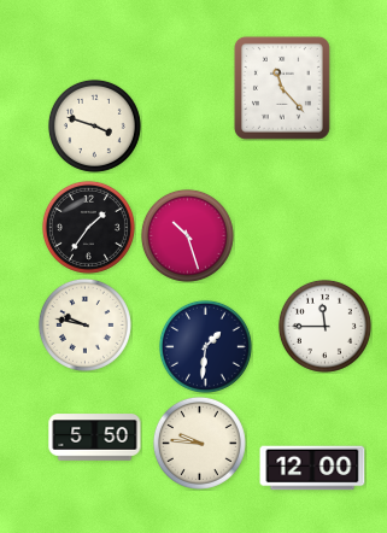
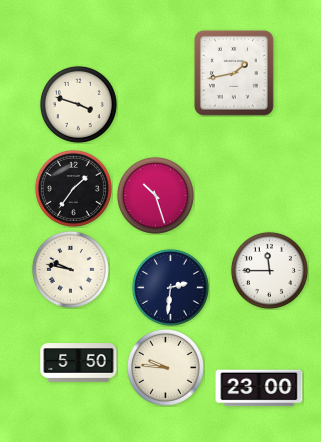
clock at (282, 88): 11:23 -> 1:43
clock at (205, 346): 1:31 -> 2:31
clock at (312, 468): 12:00 -> 23:00
